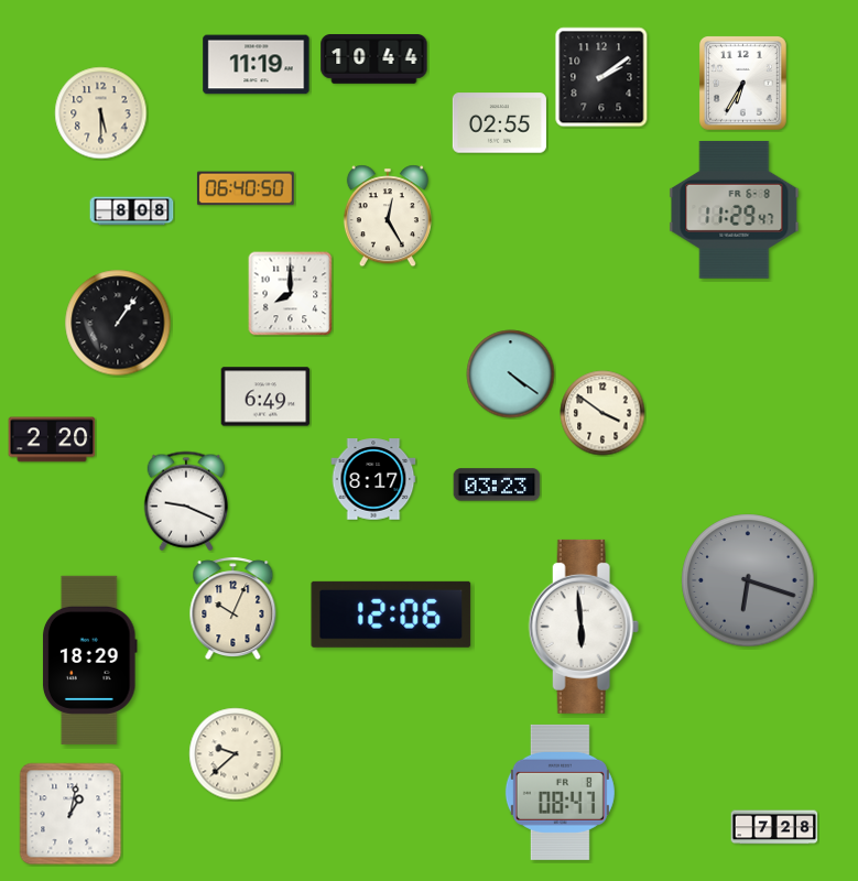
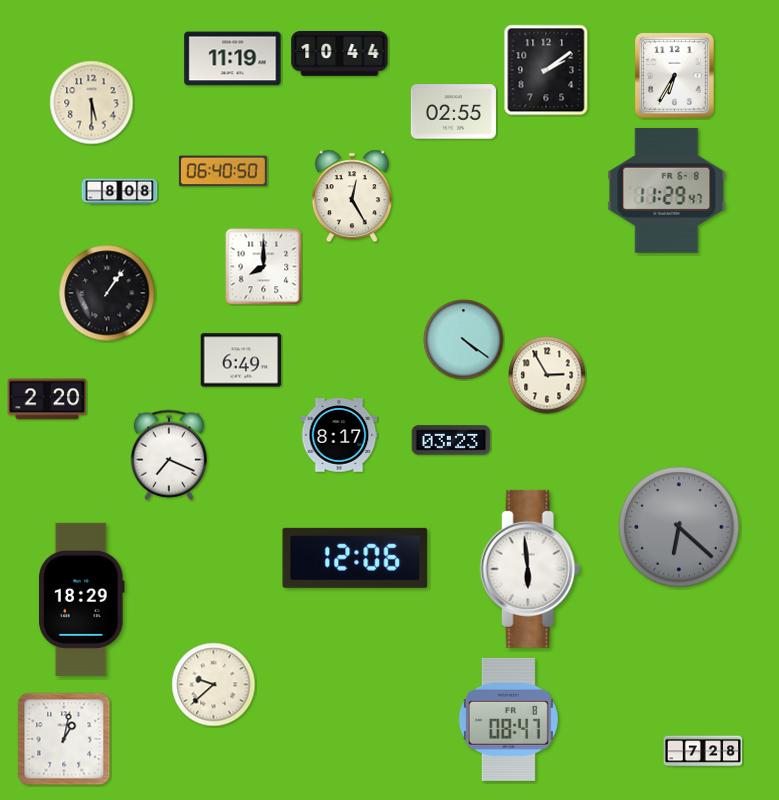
clock at (602, 413): 3:51 -> 2:55
clock at (186, 501): 9:19 -> 7:19
clock at (748, 580): 6:18 -> 6:22
clock at (233, 609): 10:04 -> none
